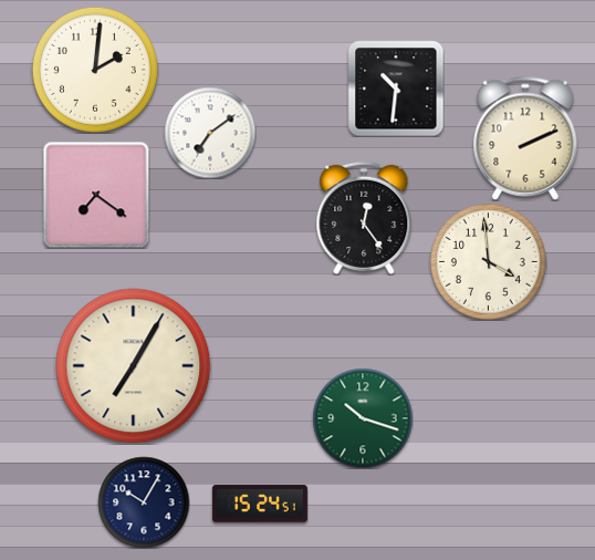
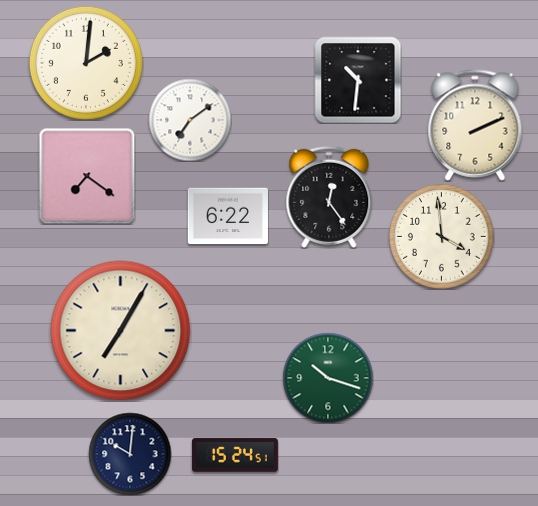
clock at (228, 216): none -> 6:22
clock at (144, 502): 10:05 -> 10:01
